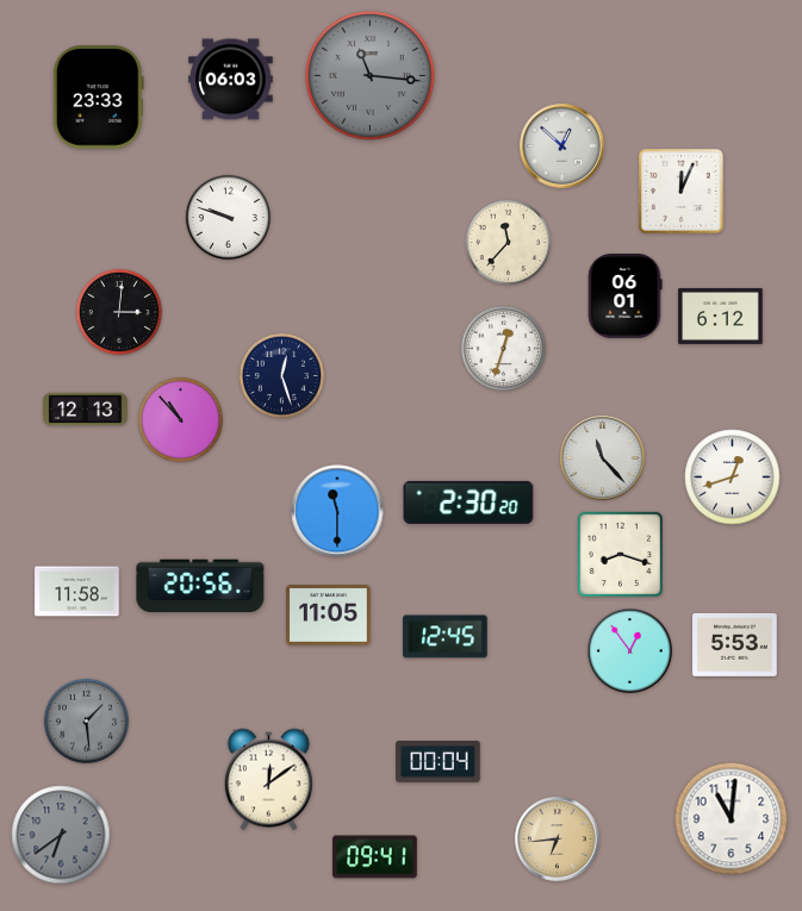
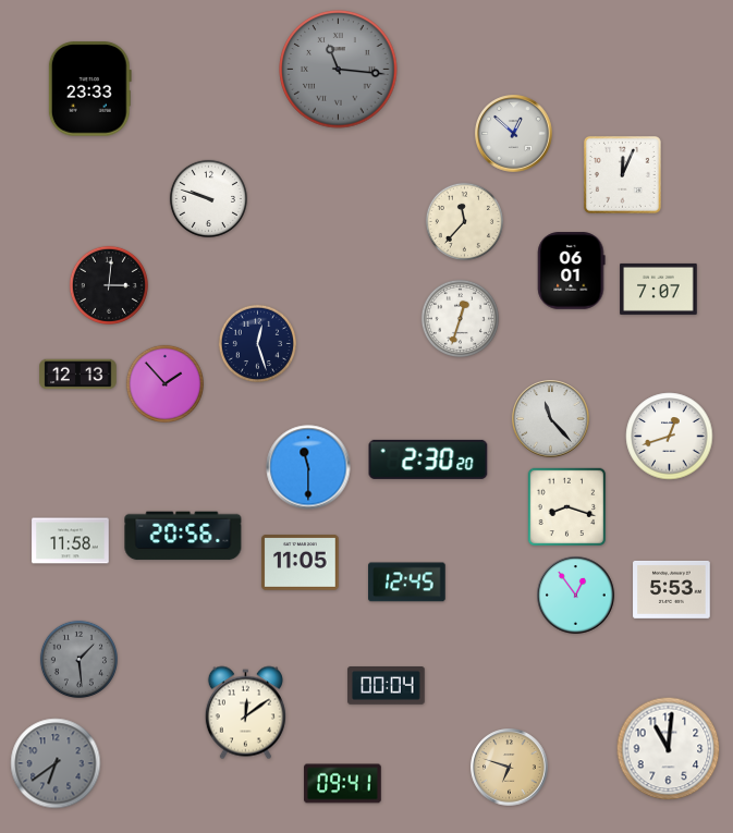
clock at (231, 80): 06:03 -> none
clock at (721, 316): 6:12 -> 7:07
clock at (180, 419): 10:53 -> 1:53
clock at (439, 762) position: (439, 762) -> (387, 686)
clock at (558, 840): 6:44 -> 6:48
